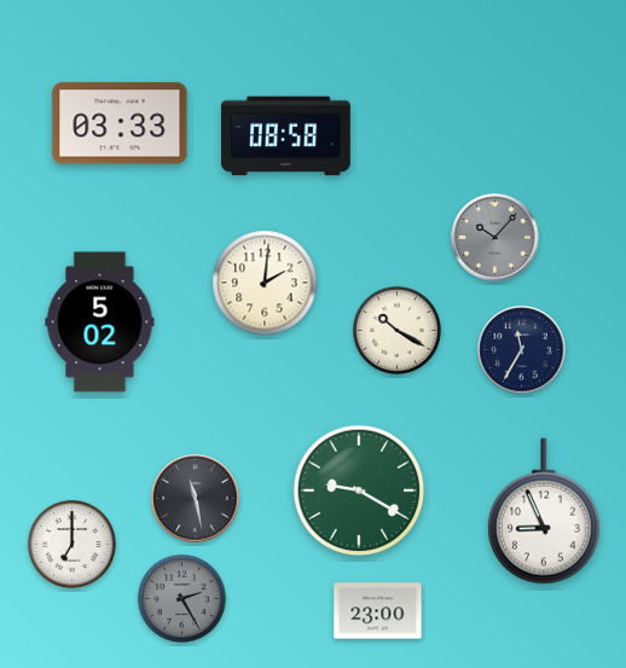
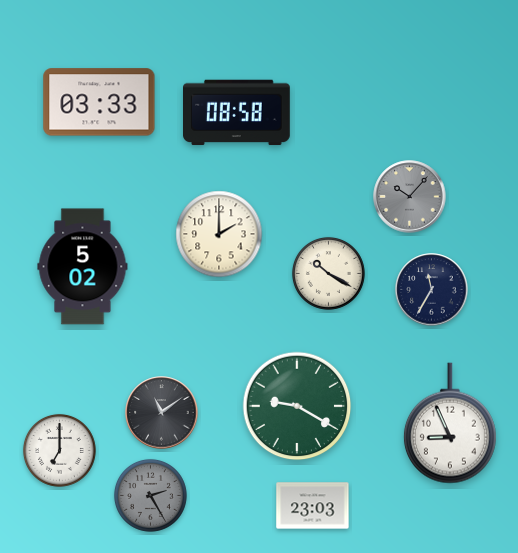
clock at (265, 283): 2:01 -> 2:00
clock at (196, 499): 11:28 -> 11:09
clock at (378, 611): 23:00 -> 23:03
